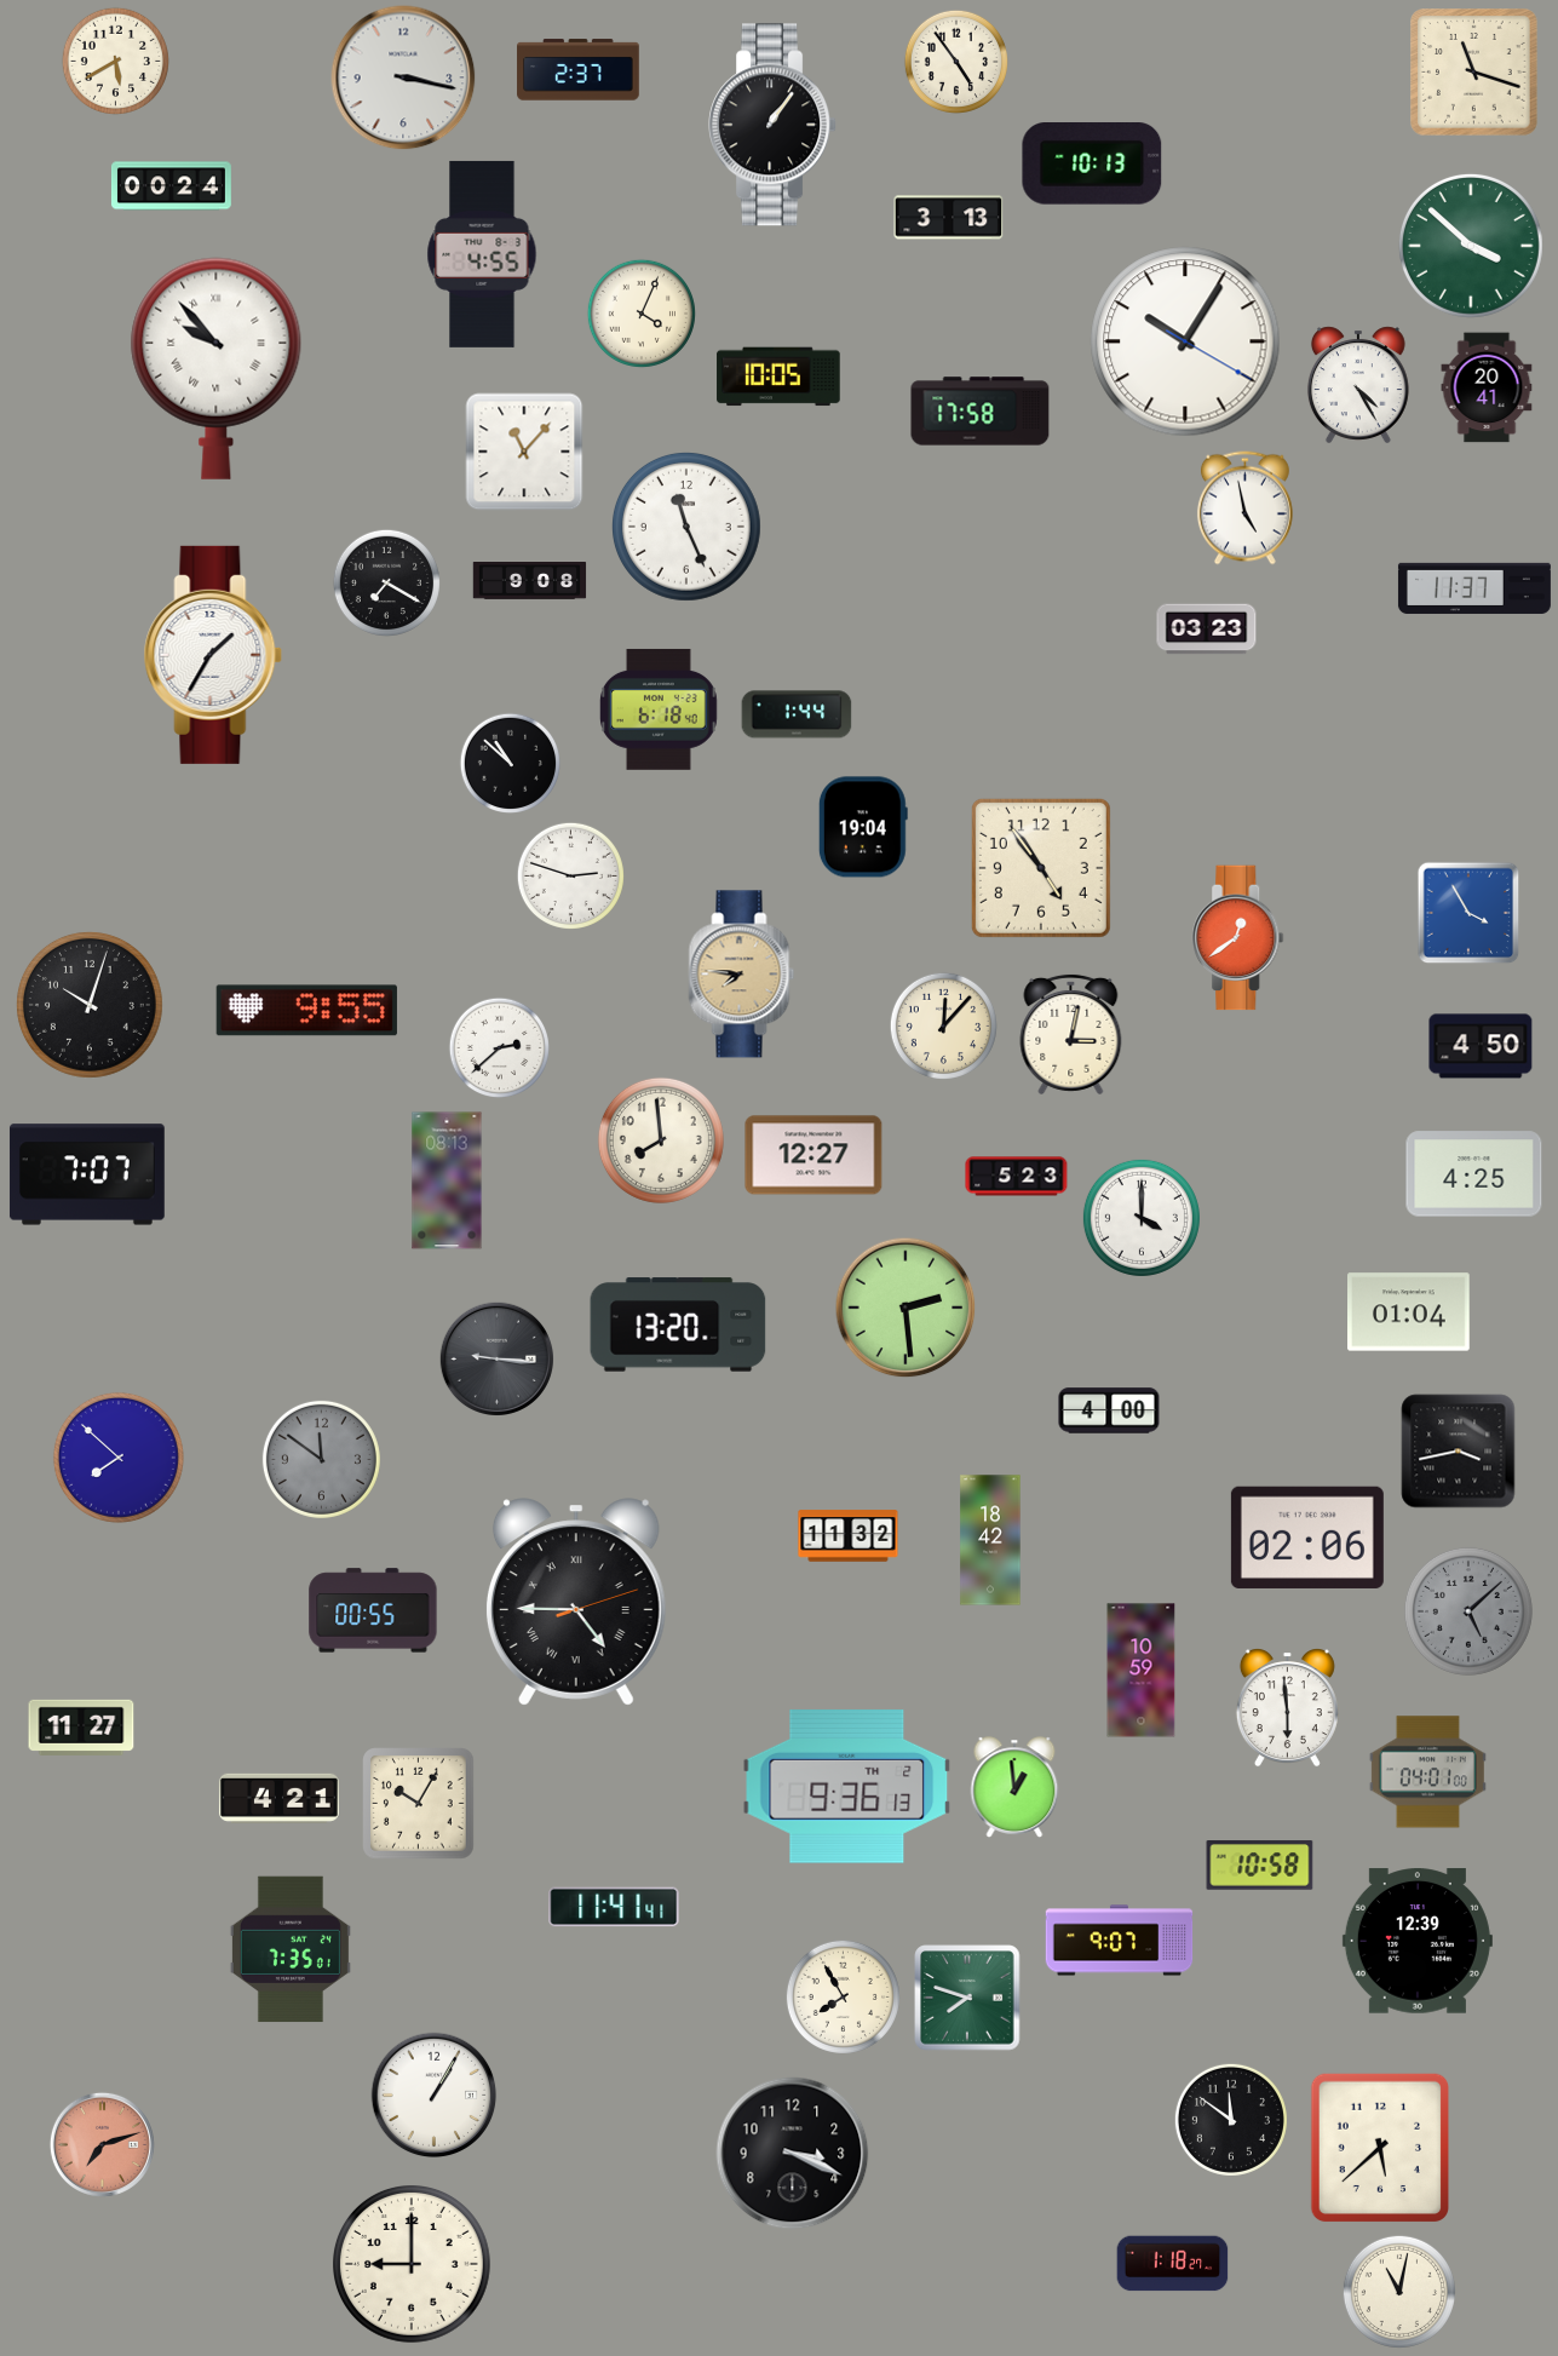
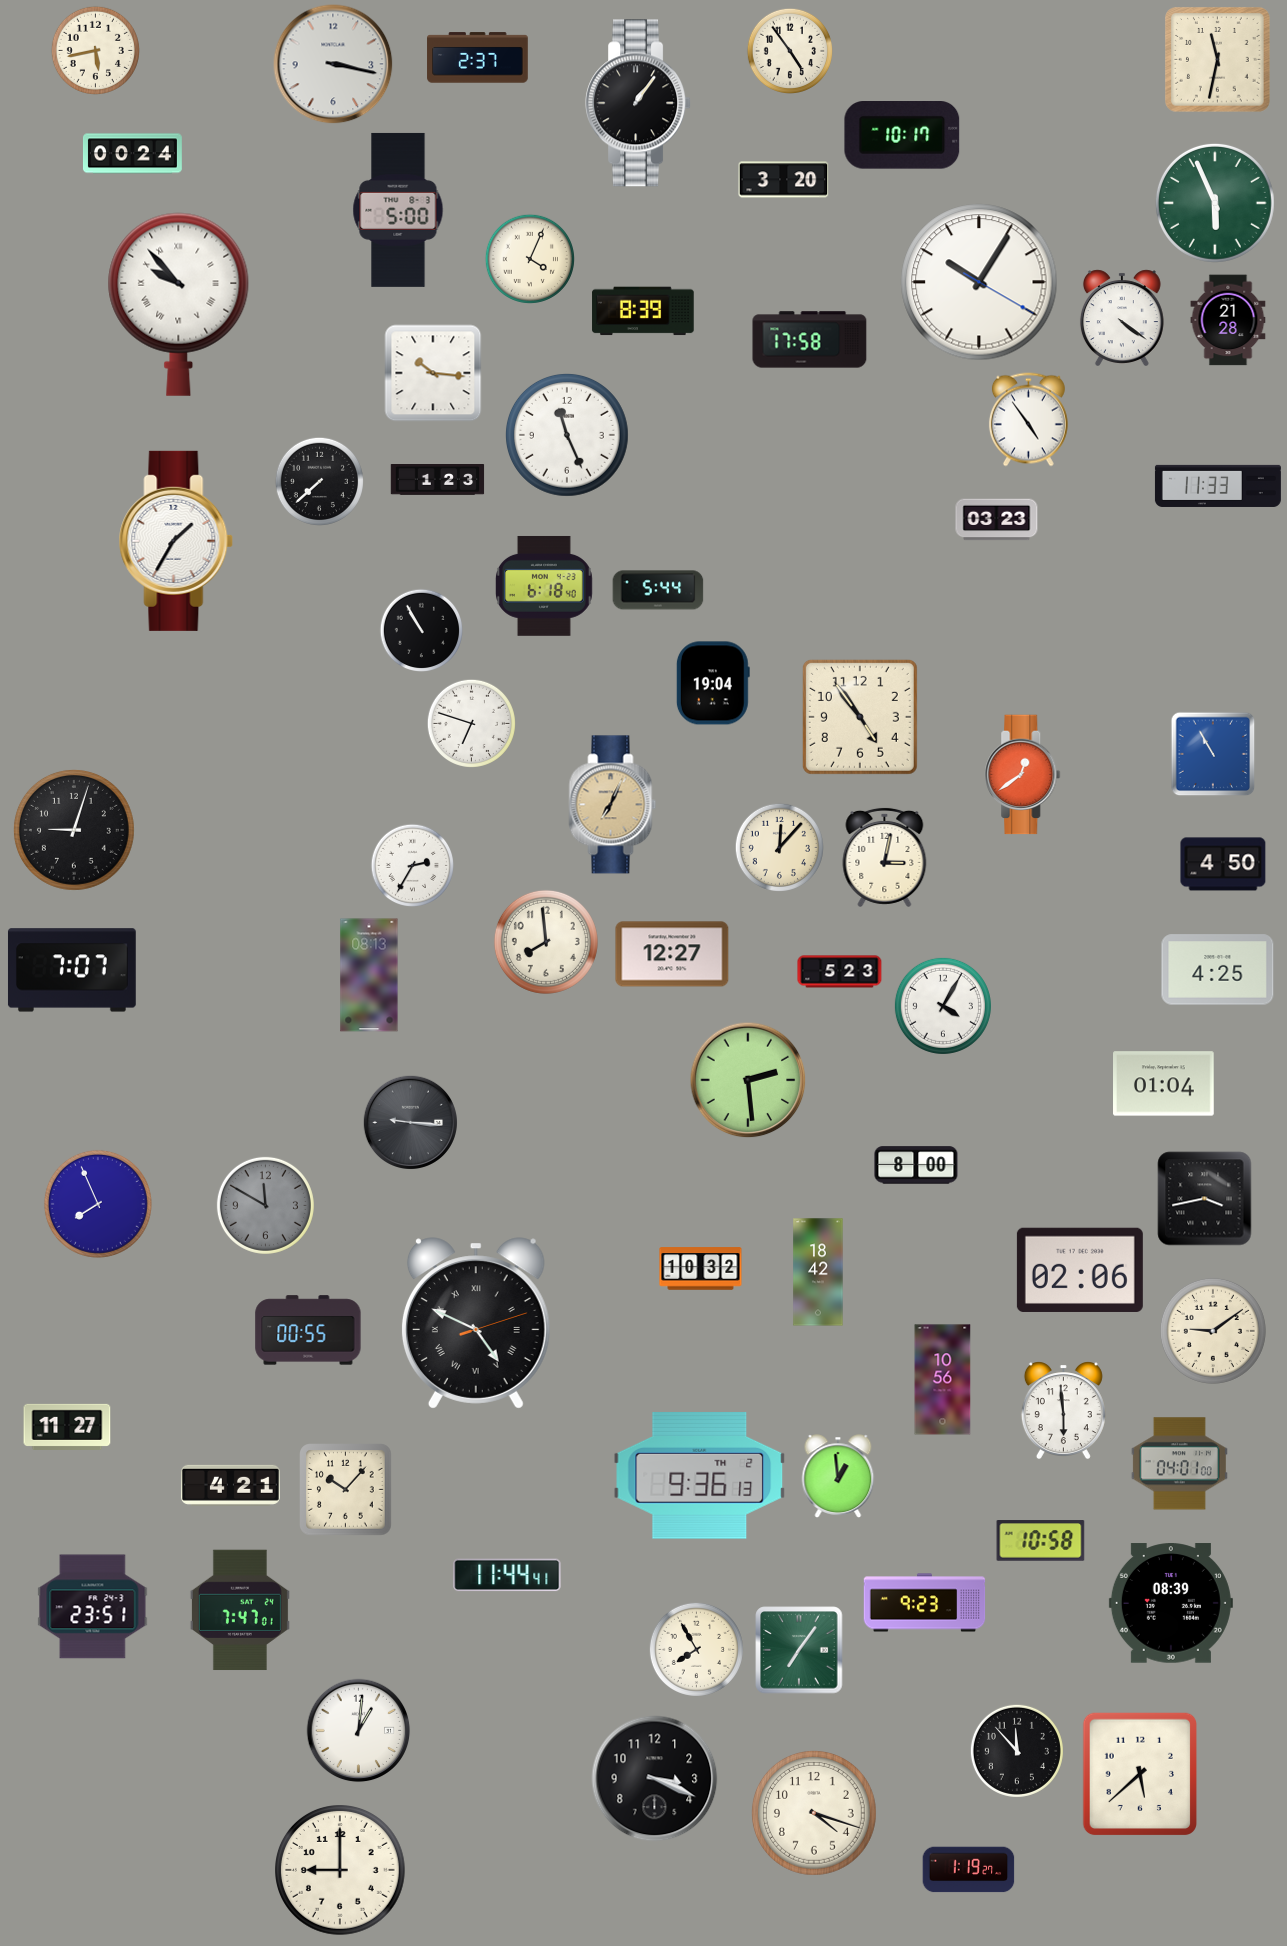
clock at (115, 61): 5:40 -> 5:43
clock at (1474, 73): 11:18 -> 11:32
clock at (1092, 165): 10:13 -> 10:17
clock at (171, 186) position: (171, 186) -> (132, 154)
clock at (949, 218): 3:13 -> 3:20
clock at (1471, 246): 3:52 -> 5:56
clock at (482, 254): 4:55 -> 5:00
clock at (778, 377): 10:05 -> 8:39
clock at (1358, 384): 4:25 -> 4:21
clock at (1487, 387): 20:41 -> 21:28
clock at (524, 452): 11:07 -> 10:16
clock at (1244, 508): 4:58 -> 4:54
clock at (530, 581): 9:08 -> 1:23
clock at (386, 582): 7:20 -> 7:38
clock at (1474, 588): 11:37 -> 11:33
clock at (797, 714): 1:44 -> 5:44
clock at (510, 763): 10:52 -> 10:55
clock at (570, 875): 2:48 -> 6:48
clock at (1468, 913): 3:55 -> 10:55
clock at (742, 975): 7:46 -> 7:04
clock at (90, 1005): 10:03 -> 9:03
clock at (306, 1011): 9:55 -> none
clock at (1071, 1034) position: (1071, 1034) -> (885, 857)
clock at (499, 1047): 2:38 -> 2:35
clock at (1142, 1218): 4:00 -> 4:05
clock at (678, 1324): 13:20 -> none
clock at (1109, 1410): 4:00 -> 8:00
clock at (119, 1458): 7:52 -> 7:56
clock at (321, 1459): 11:51 -> 11:50
clock at (849, 1536): 11:32 -> 10:32
clock at (576, 1602): 4:45 -> 4:49
clock at (1468, 1611): 5:08 -> 9:09
clock at (1468, 1611) dial: grey -> cream
clock at (1142, 1671): 10:59 -> 10:56
clock at (419, 1804): 10:05 -> 10:07
clock at (614, 1907): 11:41 -> 11:44
clock at (1120, 1941): 9:07 -> 9:23
clock at (1418, 1941): 12:39 -> 08:39
clock at (93, 1607): none -> 23:51
clock at (291, 1949): 7:35 -> 7:47
clock at (967, 1998): 7:48 -> 7:06
clock at (435, 2096): 1:05 -> 1:01
clock at (1231, 2120): 11:51 -> 11:53
clock at (102, 2144): 7:12 -> none
clock at (814, 1813): none -> 4:18
clock at (1173, 2264): 1:18 -> 1:19
clock at (1399, 2292): 11:02 -> none
